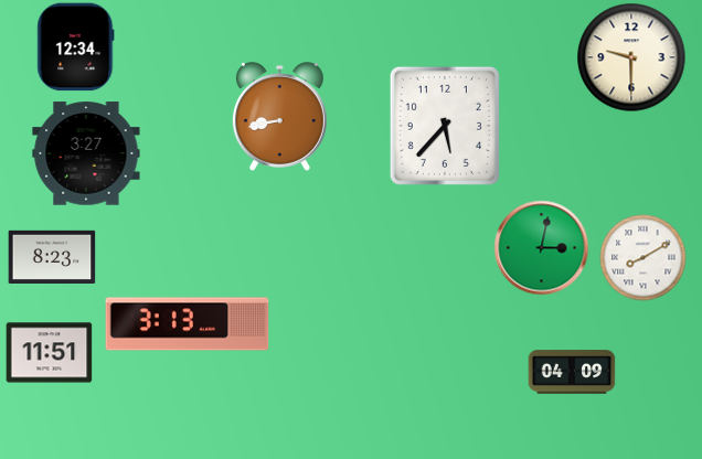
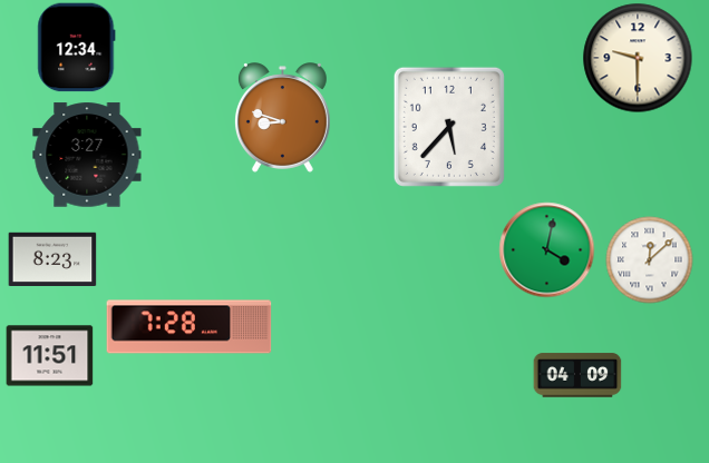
clock at (279, 117): 8:43 -> 8:48
clock at (542, 248): 3:02 -> 4:02
clock at (643, 258): 8:10 -> 12:08
clock at (188, 324): 3:13 -> 7:28
